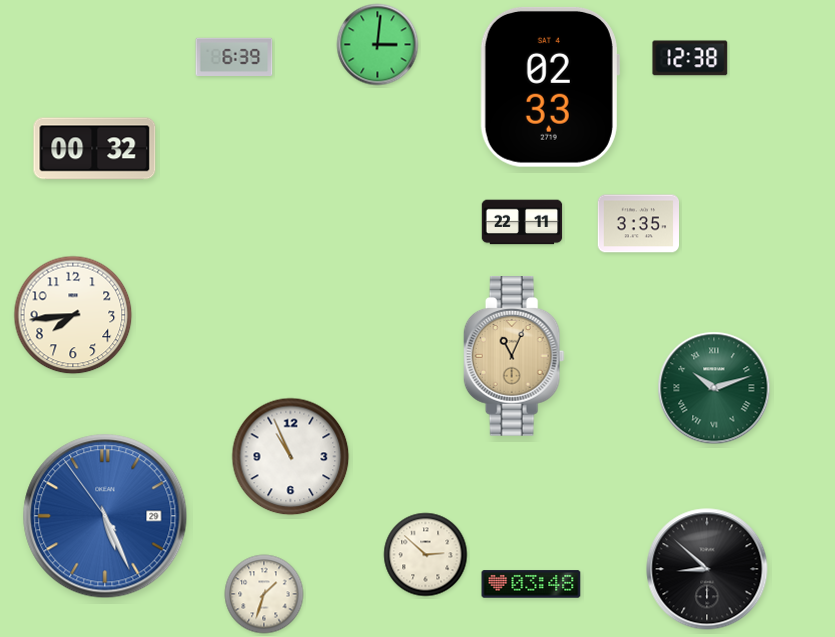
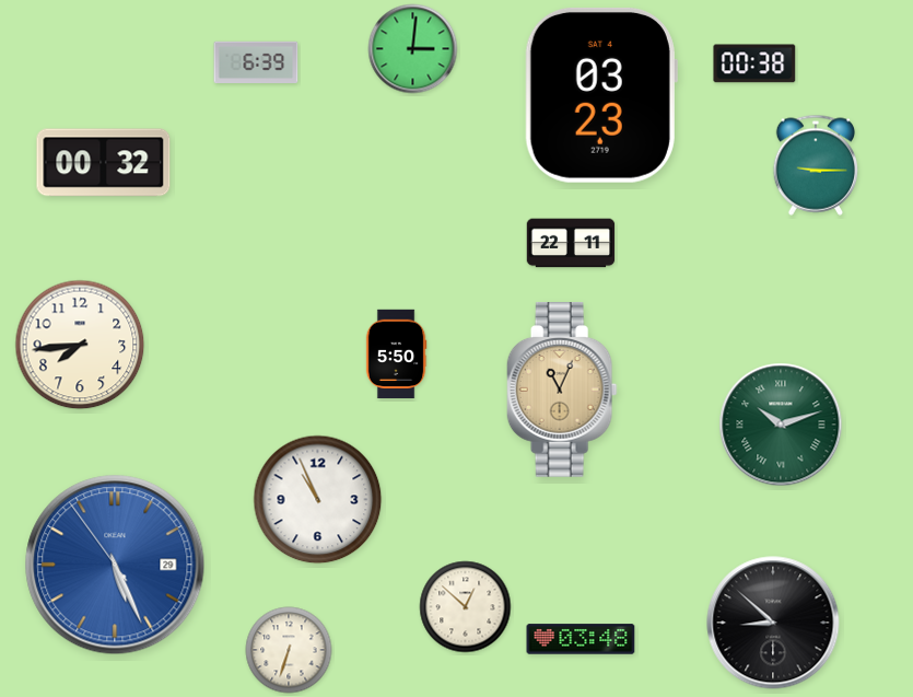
clock at (690, 58): 12:38 -> 00:38
clock at (550, 87): 02:33 -> 03:23
clock at (816, 165): none -> 9:15
clock at (639, 224): 3:35 -> none
clock at (396, 355): none -> 5:50
clock at (426, 555): 2:52 -> 12:52
clock at (264, 594): 1:33 -> 6:33
